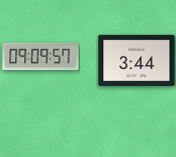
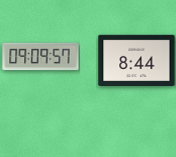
clock at (137, 60): 3:44 -> 8:44
